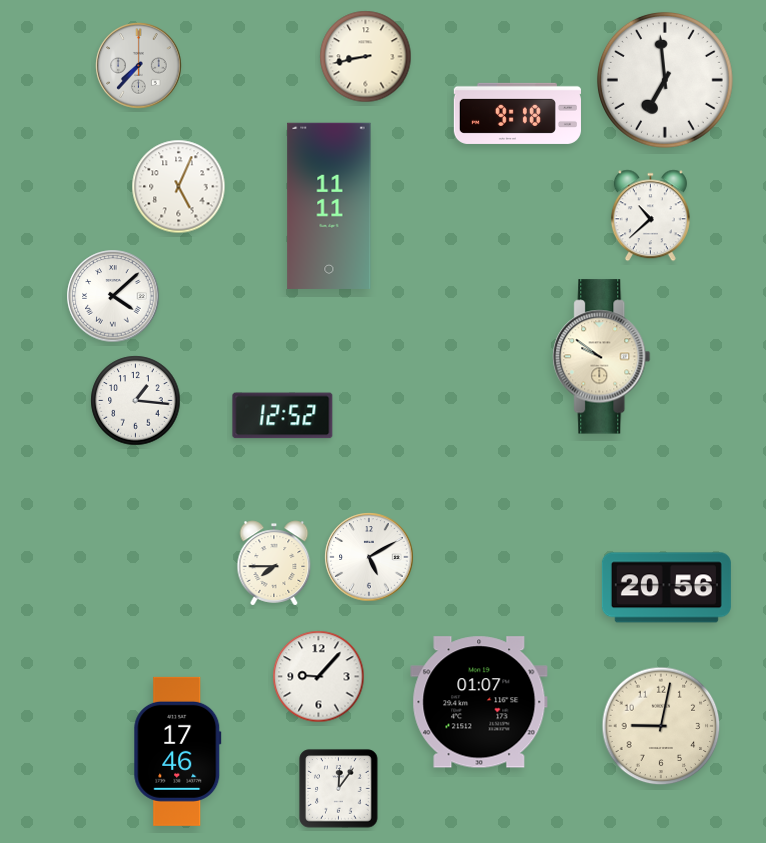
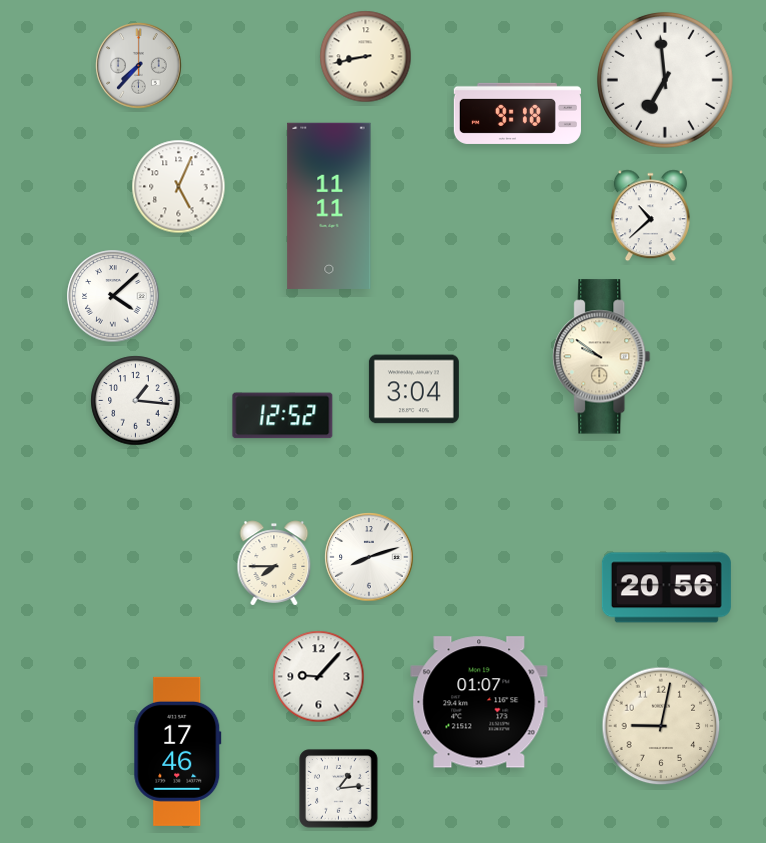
clock at (414, 389): none -> 3:04
clock at (369, 557): 5:10 -> 8:12
clock at (339, 789): 12:06 -> 1:14
